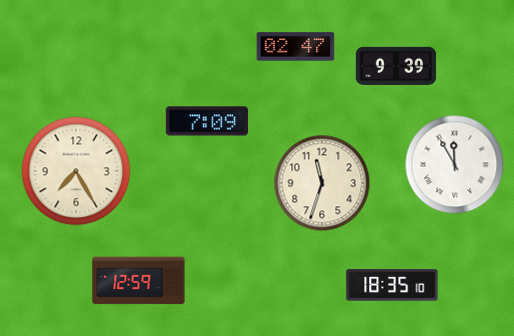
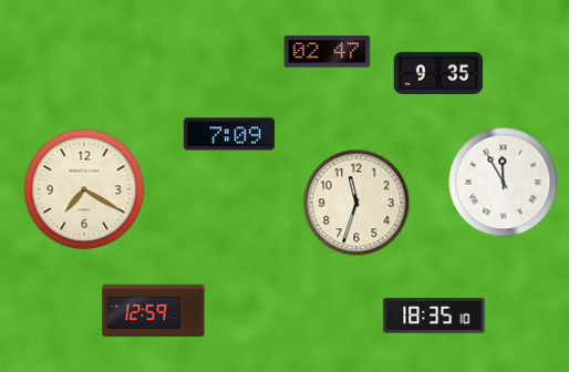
clock at (396, 66): 9:39 -> 9:35
clock at (76, 171): 7:25 -> 7:20
